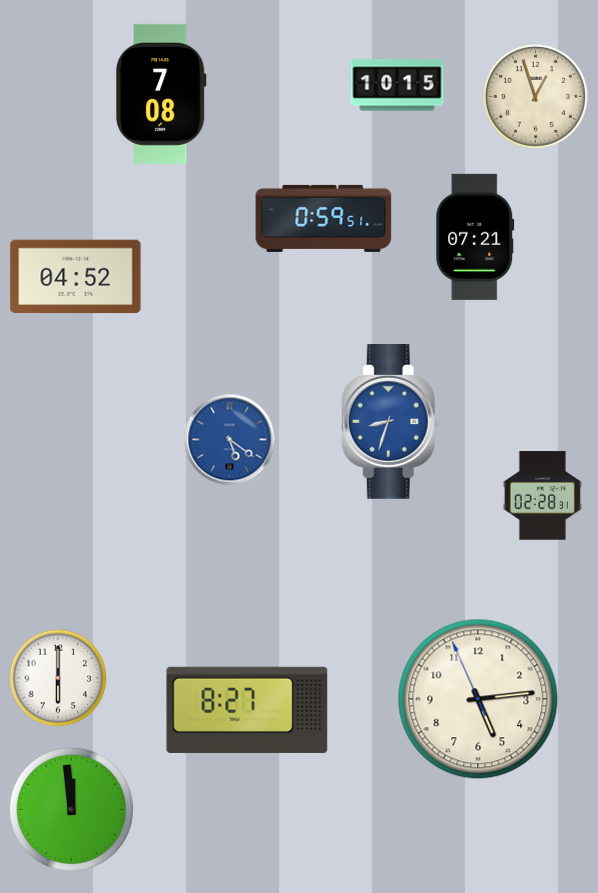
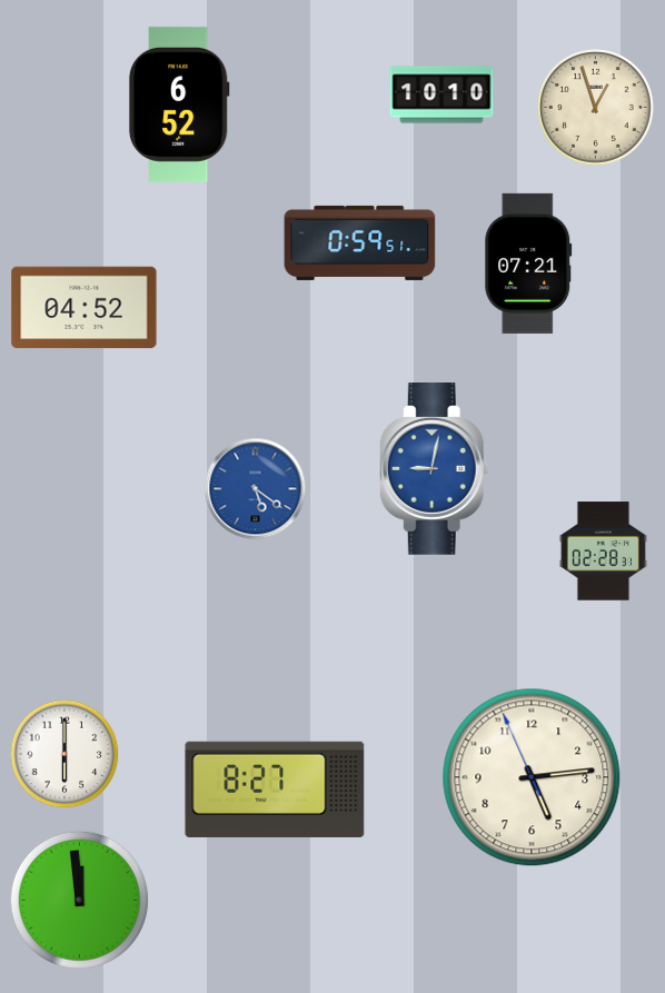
clock at (397, 85): 10:15 -> 10:10
clock at (161, 94): 7:08 -> 6:52
clock at (390, 422): 8:33 -> 9:02
